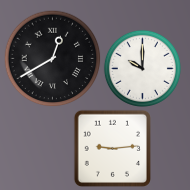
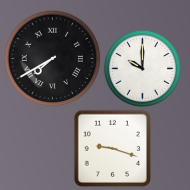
clock at (52, 58): 12:40 -> 7:40
clock at (112, 148): 9:14 -> 9:18
